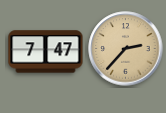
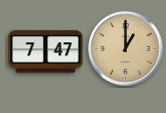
clock at (126, 49): 2:37 -> 1:00
